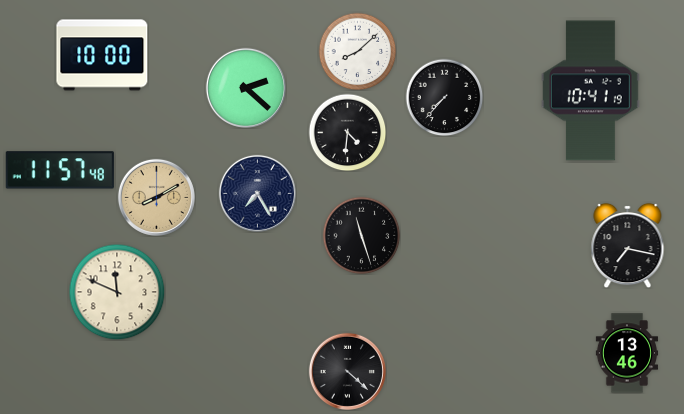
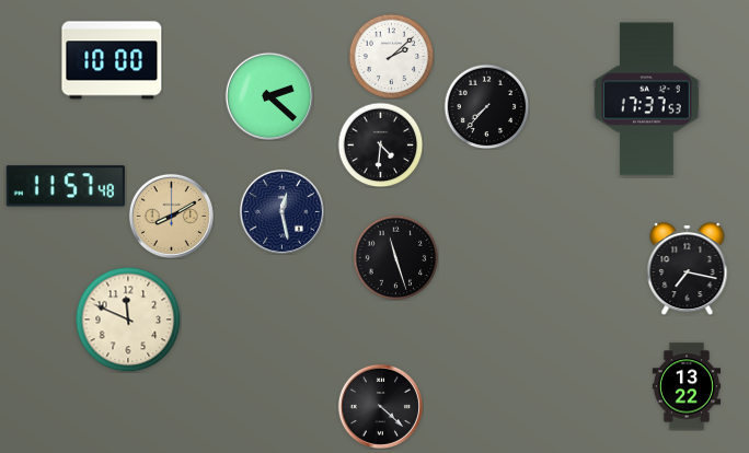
clock at (357, 51): 8:08 -> 2:08
clock at (591, 91): 10:41 -> 17:37
clock at (257, 193): 7:25 -> 12:28
clock at (626, 353): 13:46 -> 13:22
